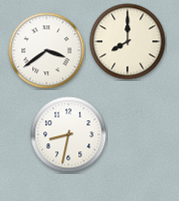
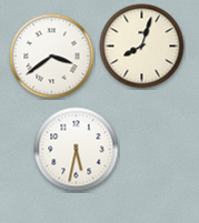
clock at (128, 42): 8:00 -> 8:03
clock at (69, 135): 8:32 -> 5:32
